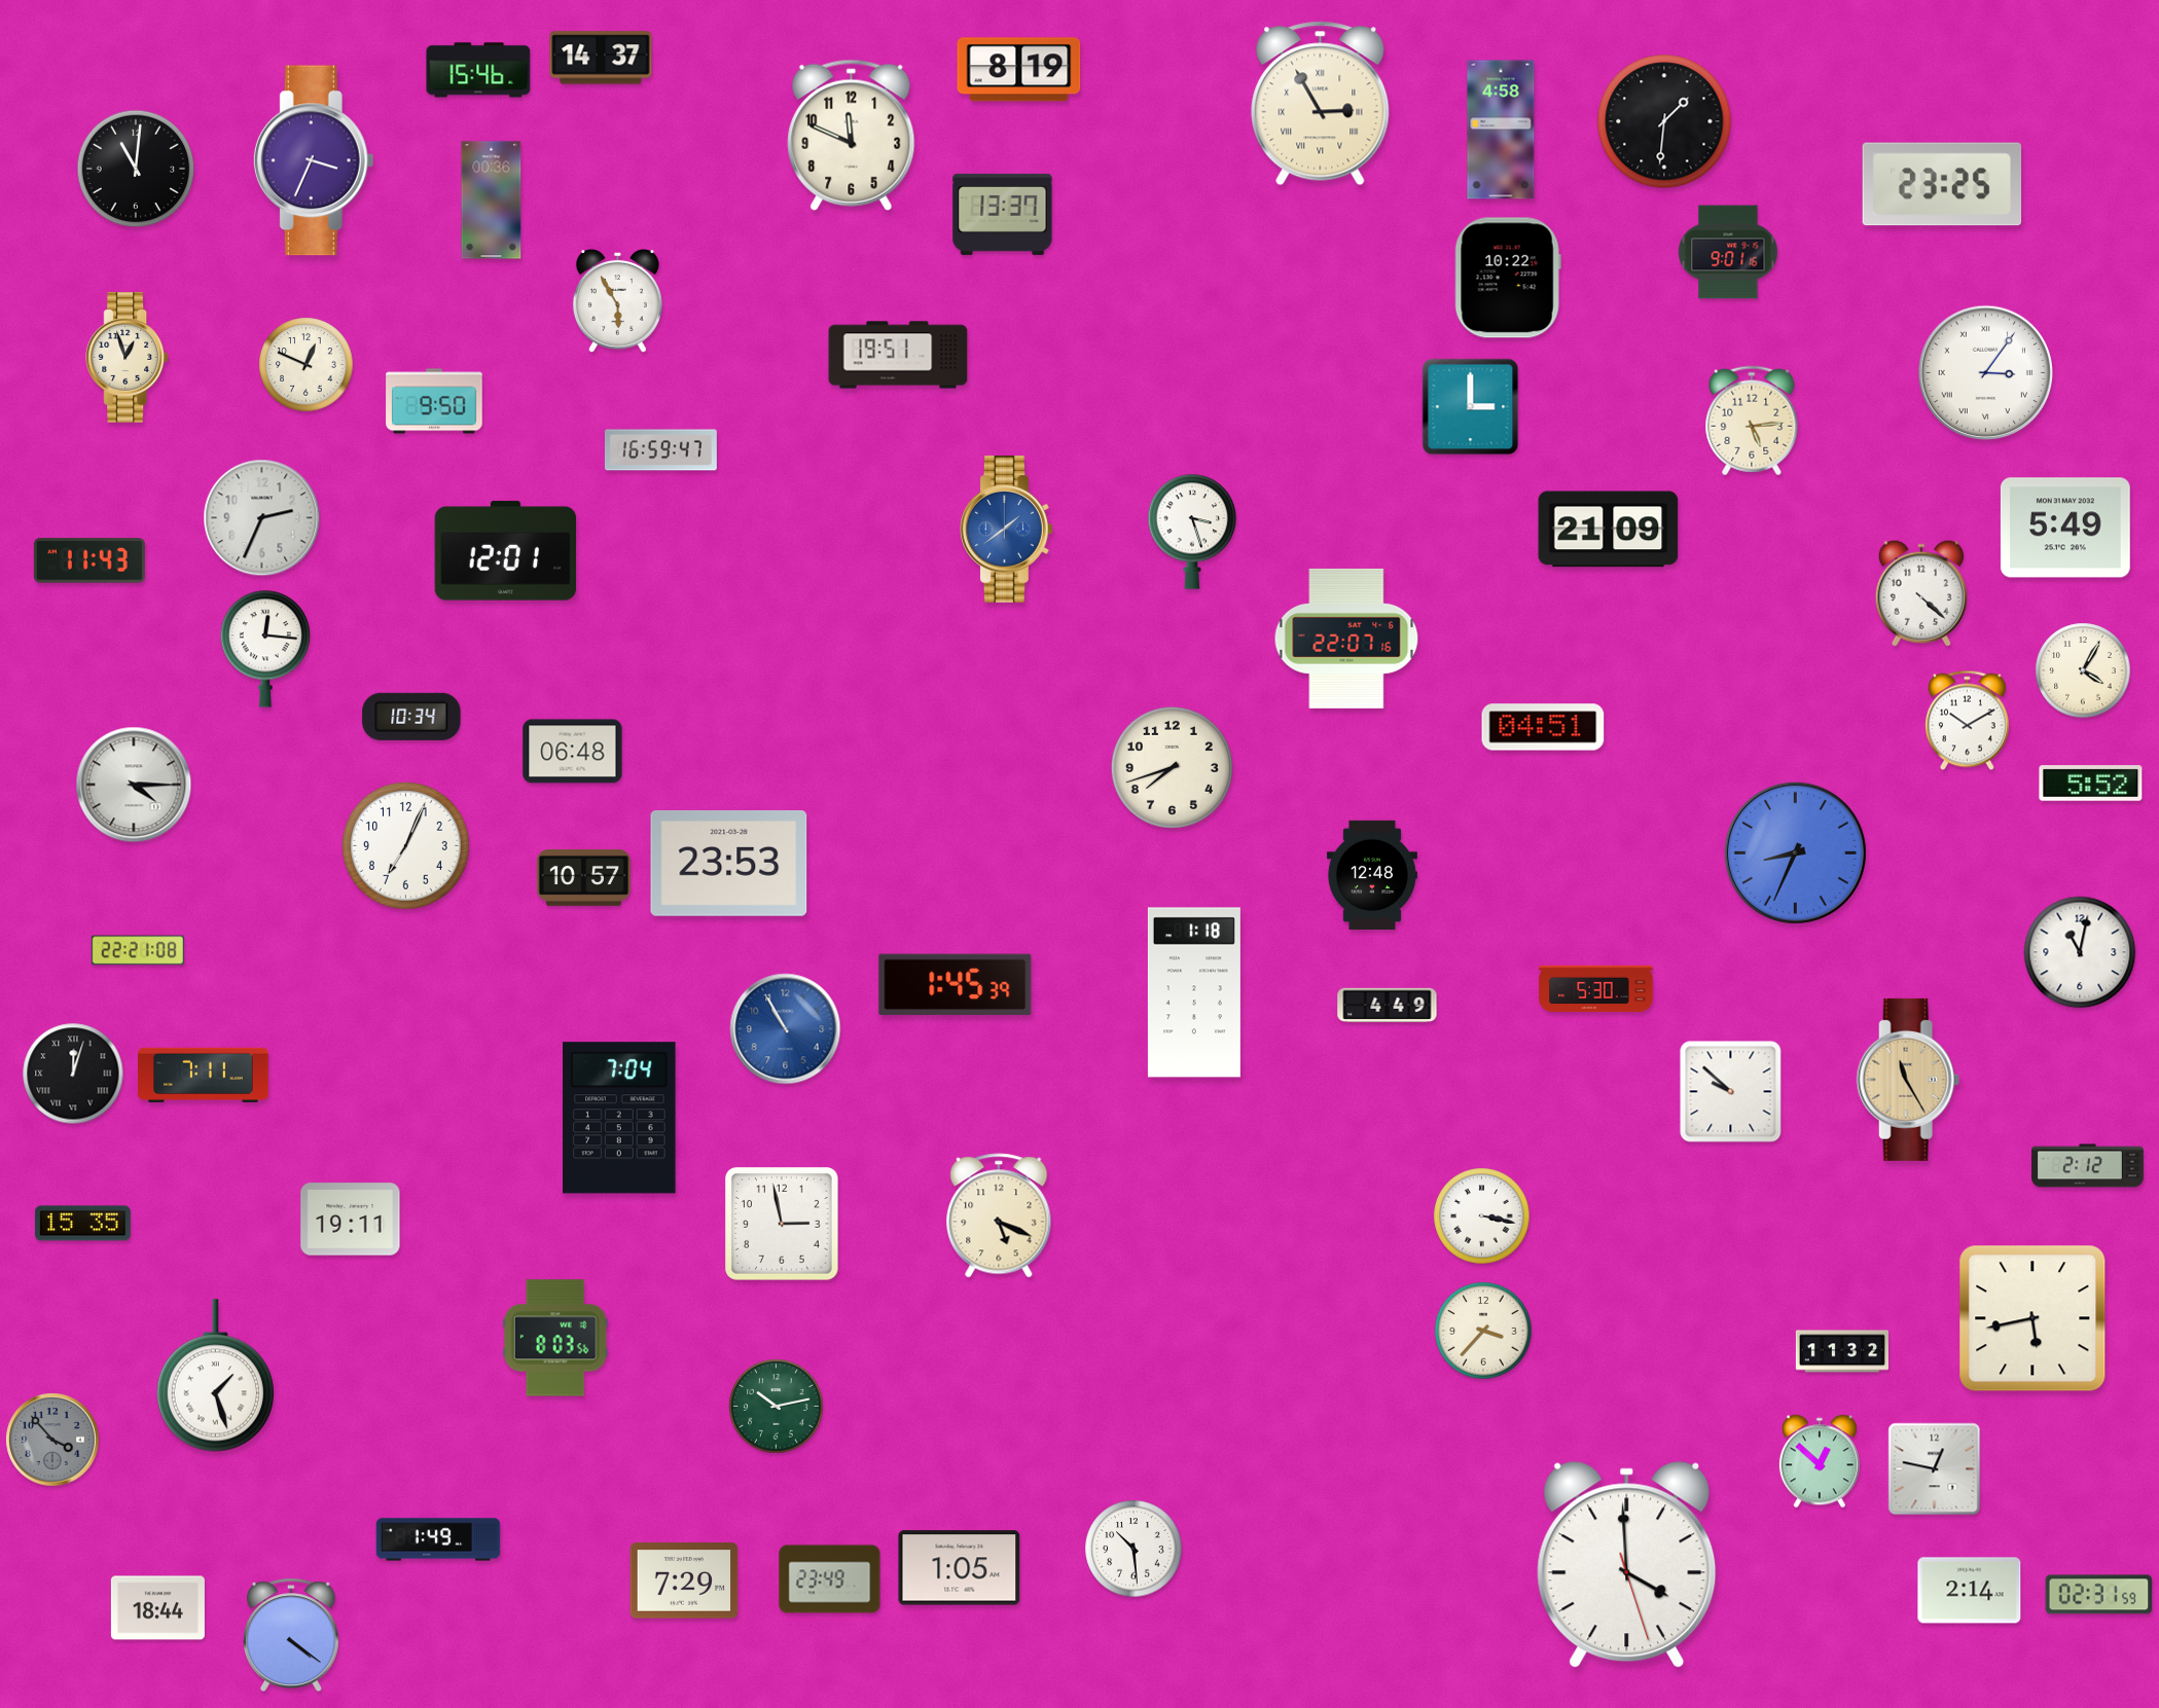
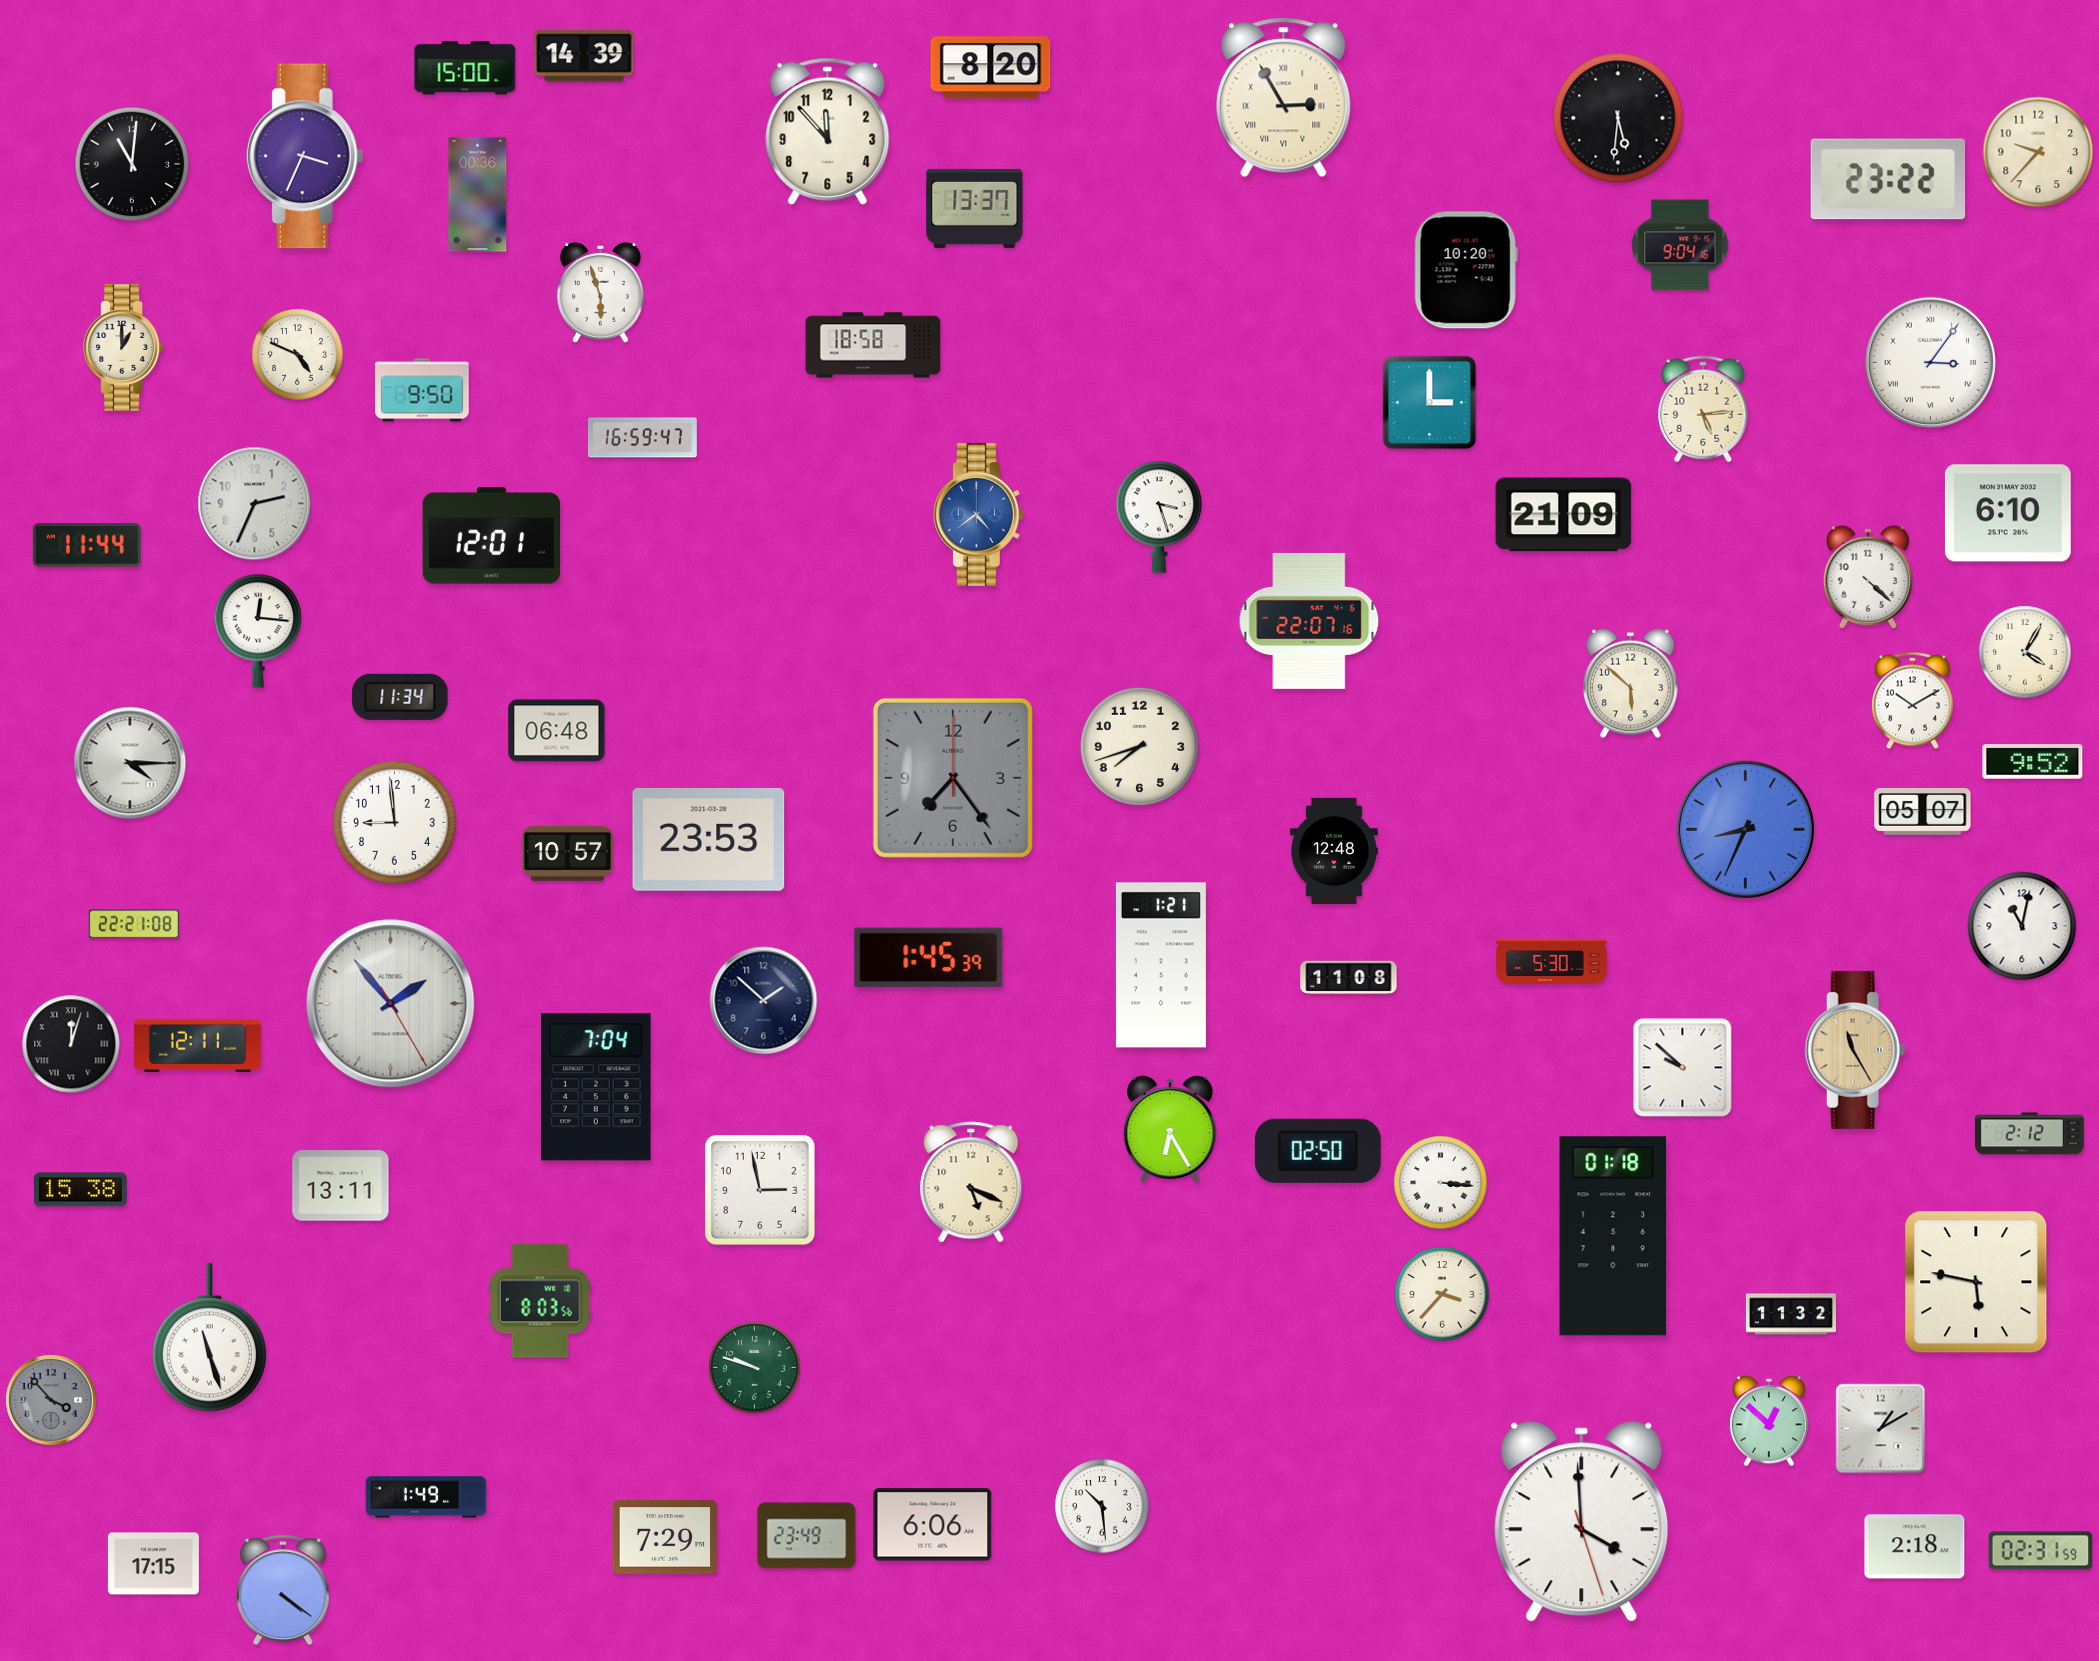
clock at (601, 58): 14:37 -> 14:39
clock at (478, 70): 15:46 -> 15:00
clock at (1019, 70): 8:19 -> 8:20
clock at (1321, 104) position: (1321, 104) -> (1284, 98)
clock at (1664, 121): 1:31 -> 5:31
clock at (1501, 130): 4:58 -> none
clock at (852, 135): 11:49 -> 11:53
clock at (2038, 152): none -> 9:37
clock at (1942, 184): 23:25 -> 23:22
clock at (1728, 252): 9:01 -> 9:04
clock at (1508, 278): 10:22 -> 10:20
clock at (617, 300): 5:55 -> 5:57
clock at (898, 355): 19:51 -> 18:58
clock at (128, 358): 12:57 -> 1:00
clock at (307, 365): 12:49 -> 4:49
clock at (1471, 407) position: (1471, 407) -> (1430, 403)
clock at (2065, 528): 5:49 -> 6:10
clock at (1007, 530): 1:39 -> 4:39
clock at (89, 560): 11:43 -> 11:44
clock at (1631, 684): none -> 5:52
clock at (411, 717): 10:34 -> 11:34
clock at (1543, 727): 04:51 -> none
clock at (2091, 784): 5:52 -> 9:52
clock at (953, 778): none -> 7:24
clock at (1923, 812): none -> 05:07
clock at (405, 845): 7:04 -> 8:59
clock at (1194, 992): 1:18 -> 1:21
clock at (1388, 1006): 4:49 -> 11:08
clock at (786, 1029): 10:55 -> 1:52
clock at (786, 1029) dial: blue -> navy
clock at (391, 1004): none -> 1:53
clock at (204, 1075): 7:11 -> 12:11
clock at (1731, 1092) position: (1731, 1092) -> (1683, 1068)
clock at (619, 1118) position: (619, 1118) -> (596, 1087)
clock at (1170, 1129): none -> 6:25
clock at (1318, 1151): none -> 02:50
clock at (1482, 1216): 3:17 -> 3:16
clock at (351, 1220): 19:11 -> 13:11
clock at (83, 1224): 15:35 -> 15:38
clock at (1613, 1236): none -> 01:18
clock at (2032, 1318): 5:43 -> 5:47
clock at (215, 1376): 1:27 -> 11:27
clock at (777, 1407): 10:13 -> 9:48
clock at (1935, 1469): 12:47 -> 1:10
clock at (960, 1568): 1:05 -> 6:06
clock at (1970, 1591): 2:14 -> 2:18
clock at (157, 1608): 18:44 -> 17:15
